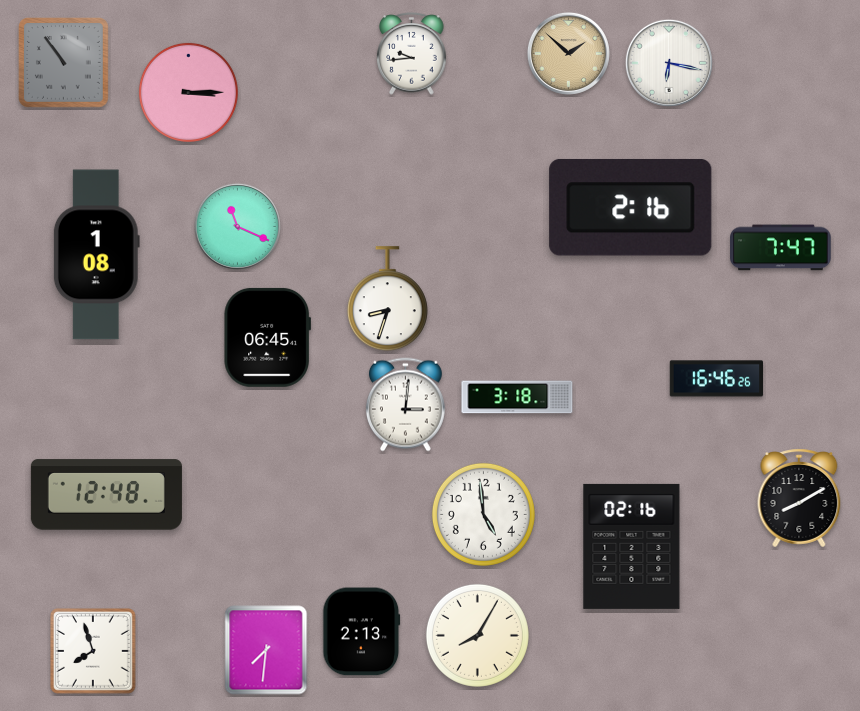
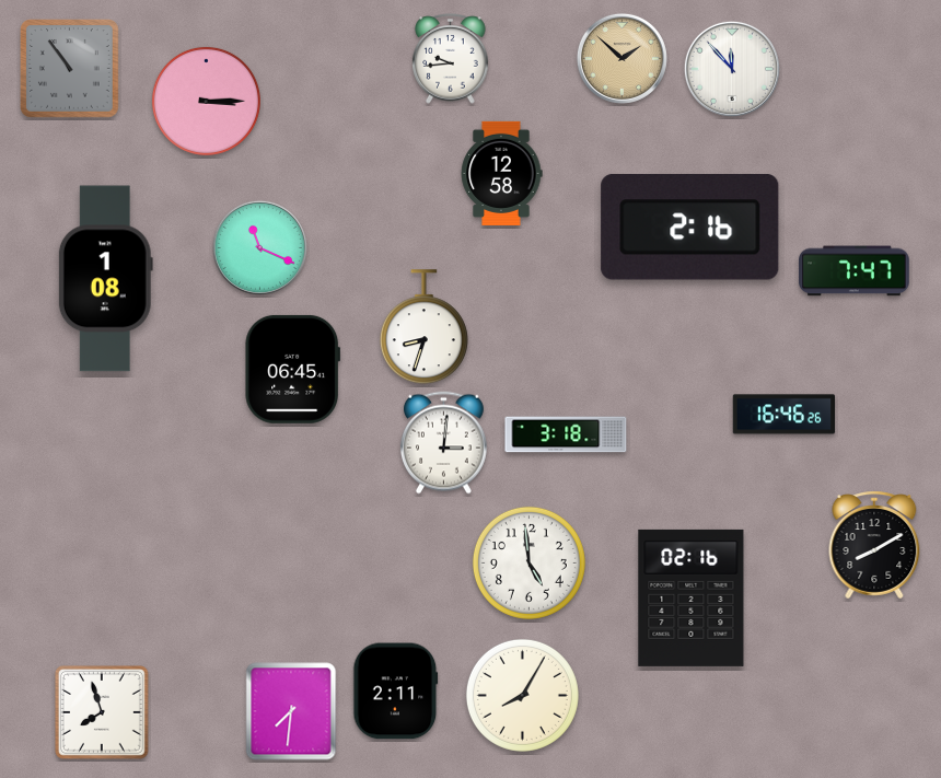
clock at (669, 63): 6:17 -> 11:53
clock at (501, 173): none -> 12:58
clock at (106, 495): 12:48 -> none
clock at (362, 632): 2:13 -> 2:11
